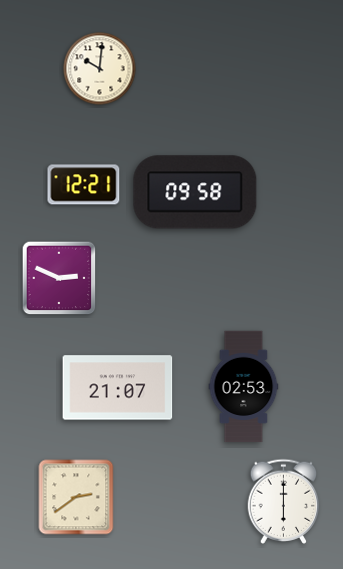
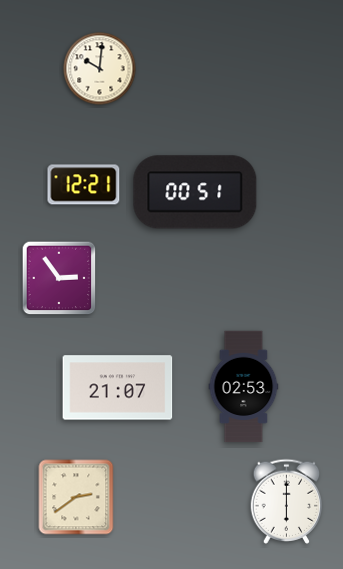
clock at (195, 192): 09:58 -> 00:51
clock at (59, 278): 2:49 -> 2:54
clock at (284, 501) position: (284, 501) -> (287, 501)
